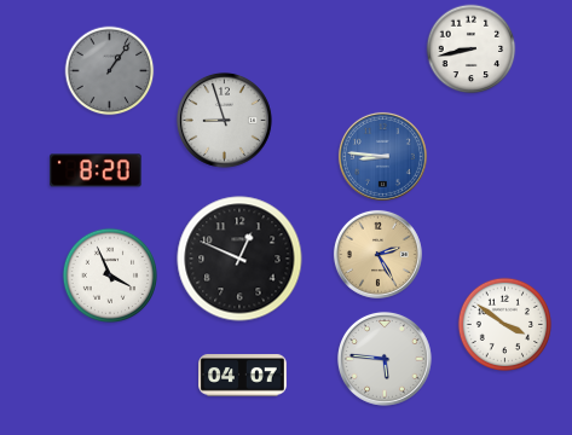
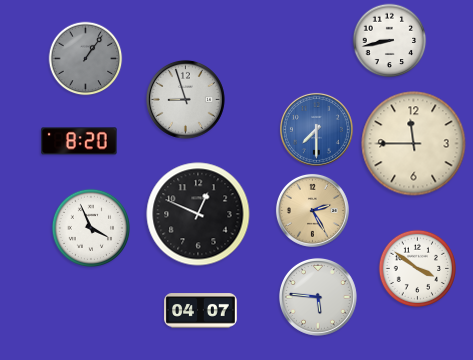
clock at (110, 71) position: (110, 71) -> (86, 59)
clock at (382, 156): 8:46 -> 7:30
clock at (414, 144): none -> 11:45
